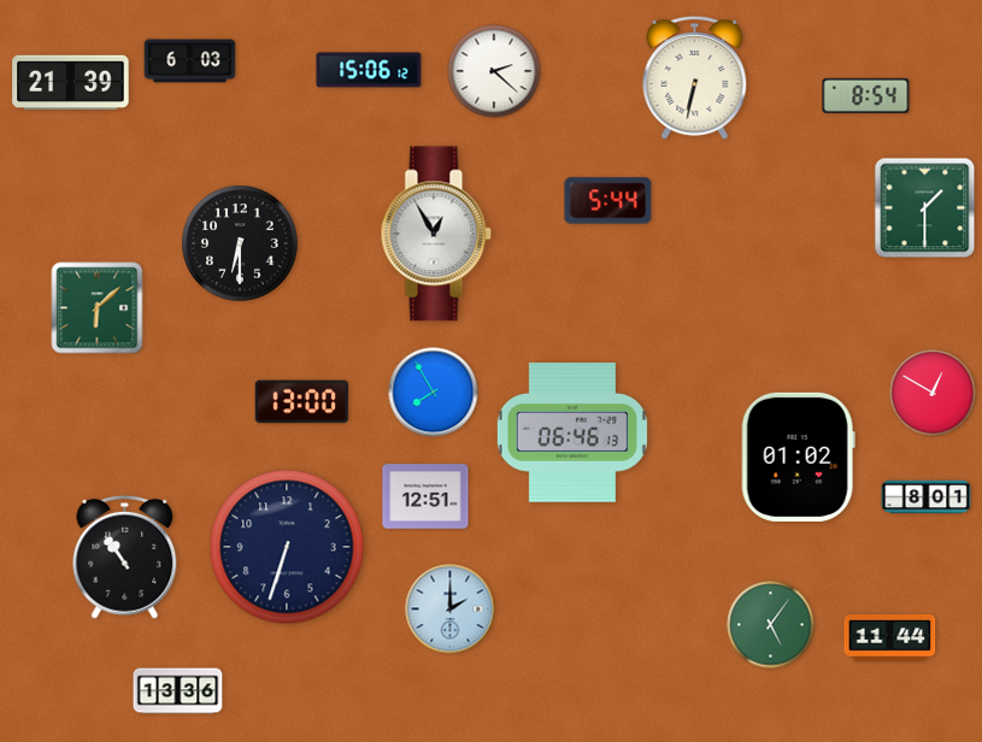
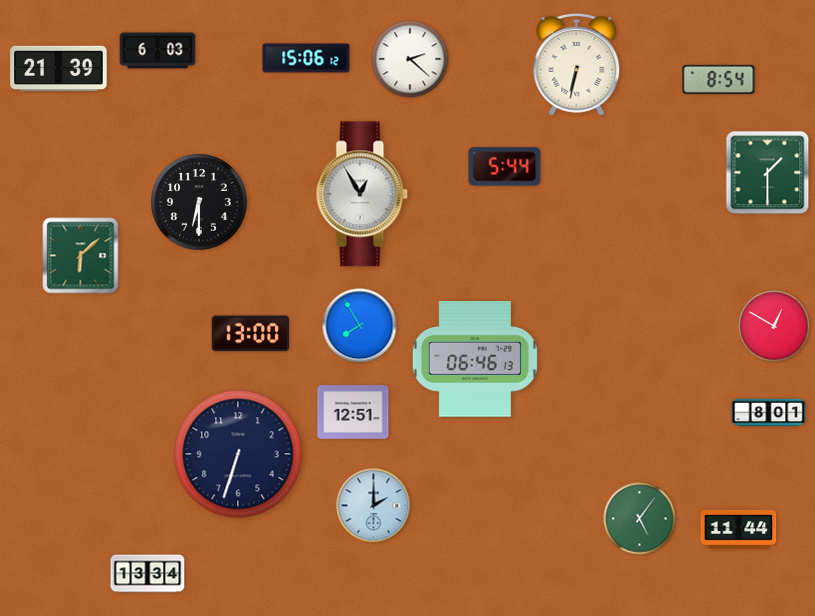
clock at (798, 457): 01:02 -> none
clock at (125, 556): 10:54 -> none
clock at (178, 691): 13:36 -> 13:34
